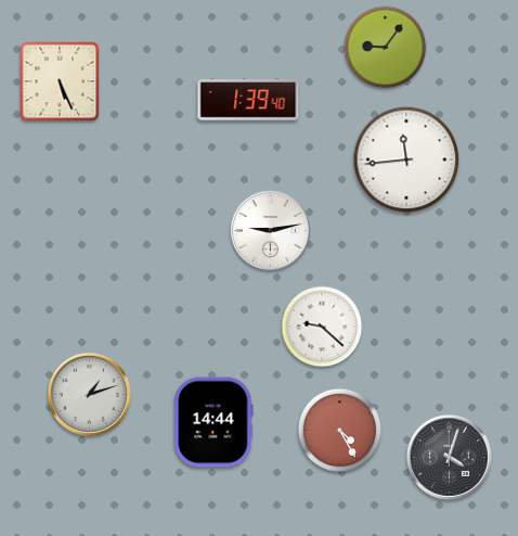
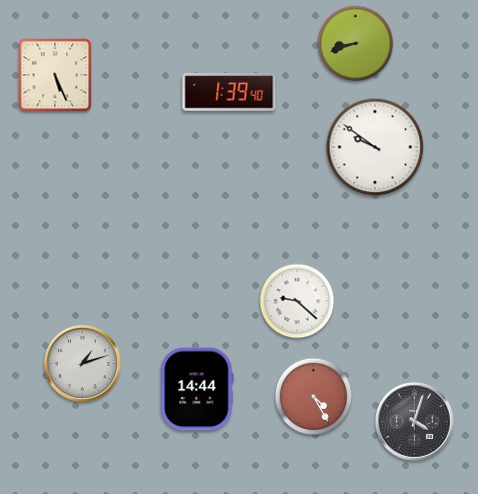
clock at (386, 48): 9:06 -> 8:42
clock at (406, 159): 11:44 -> 9:51
clock at (271, 231): 9:13 -> none
